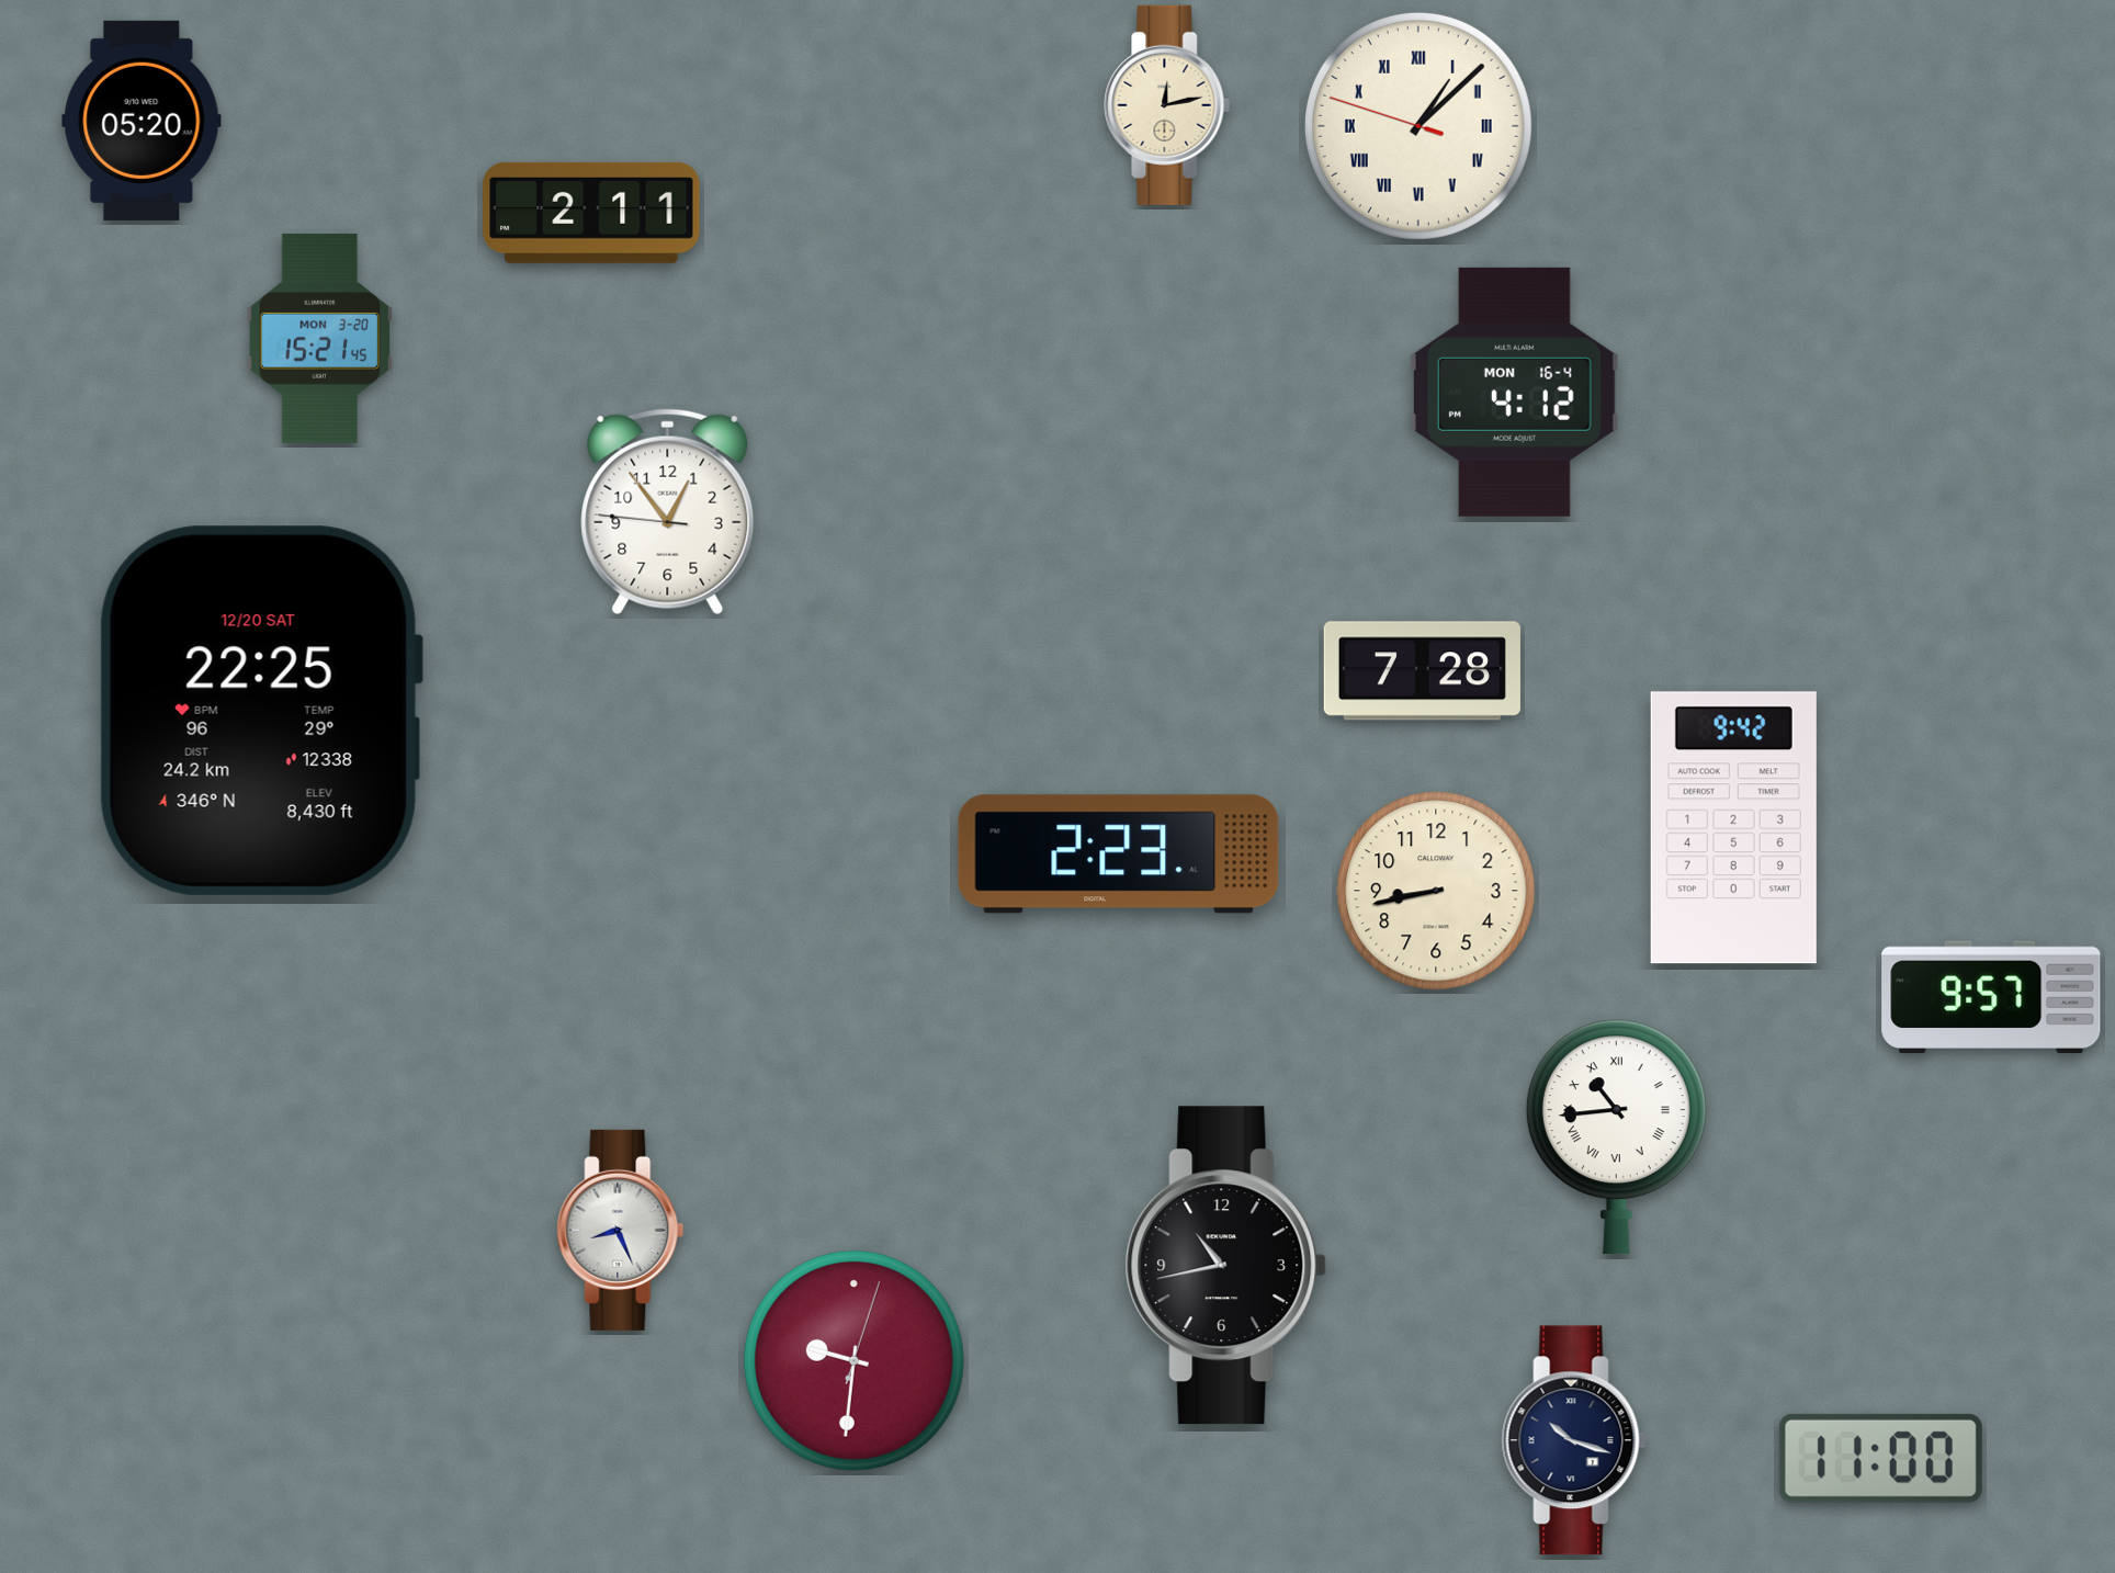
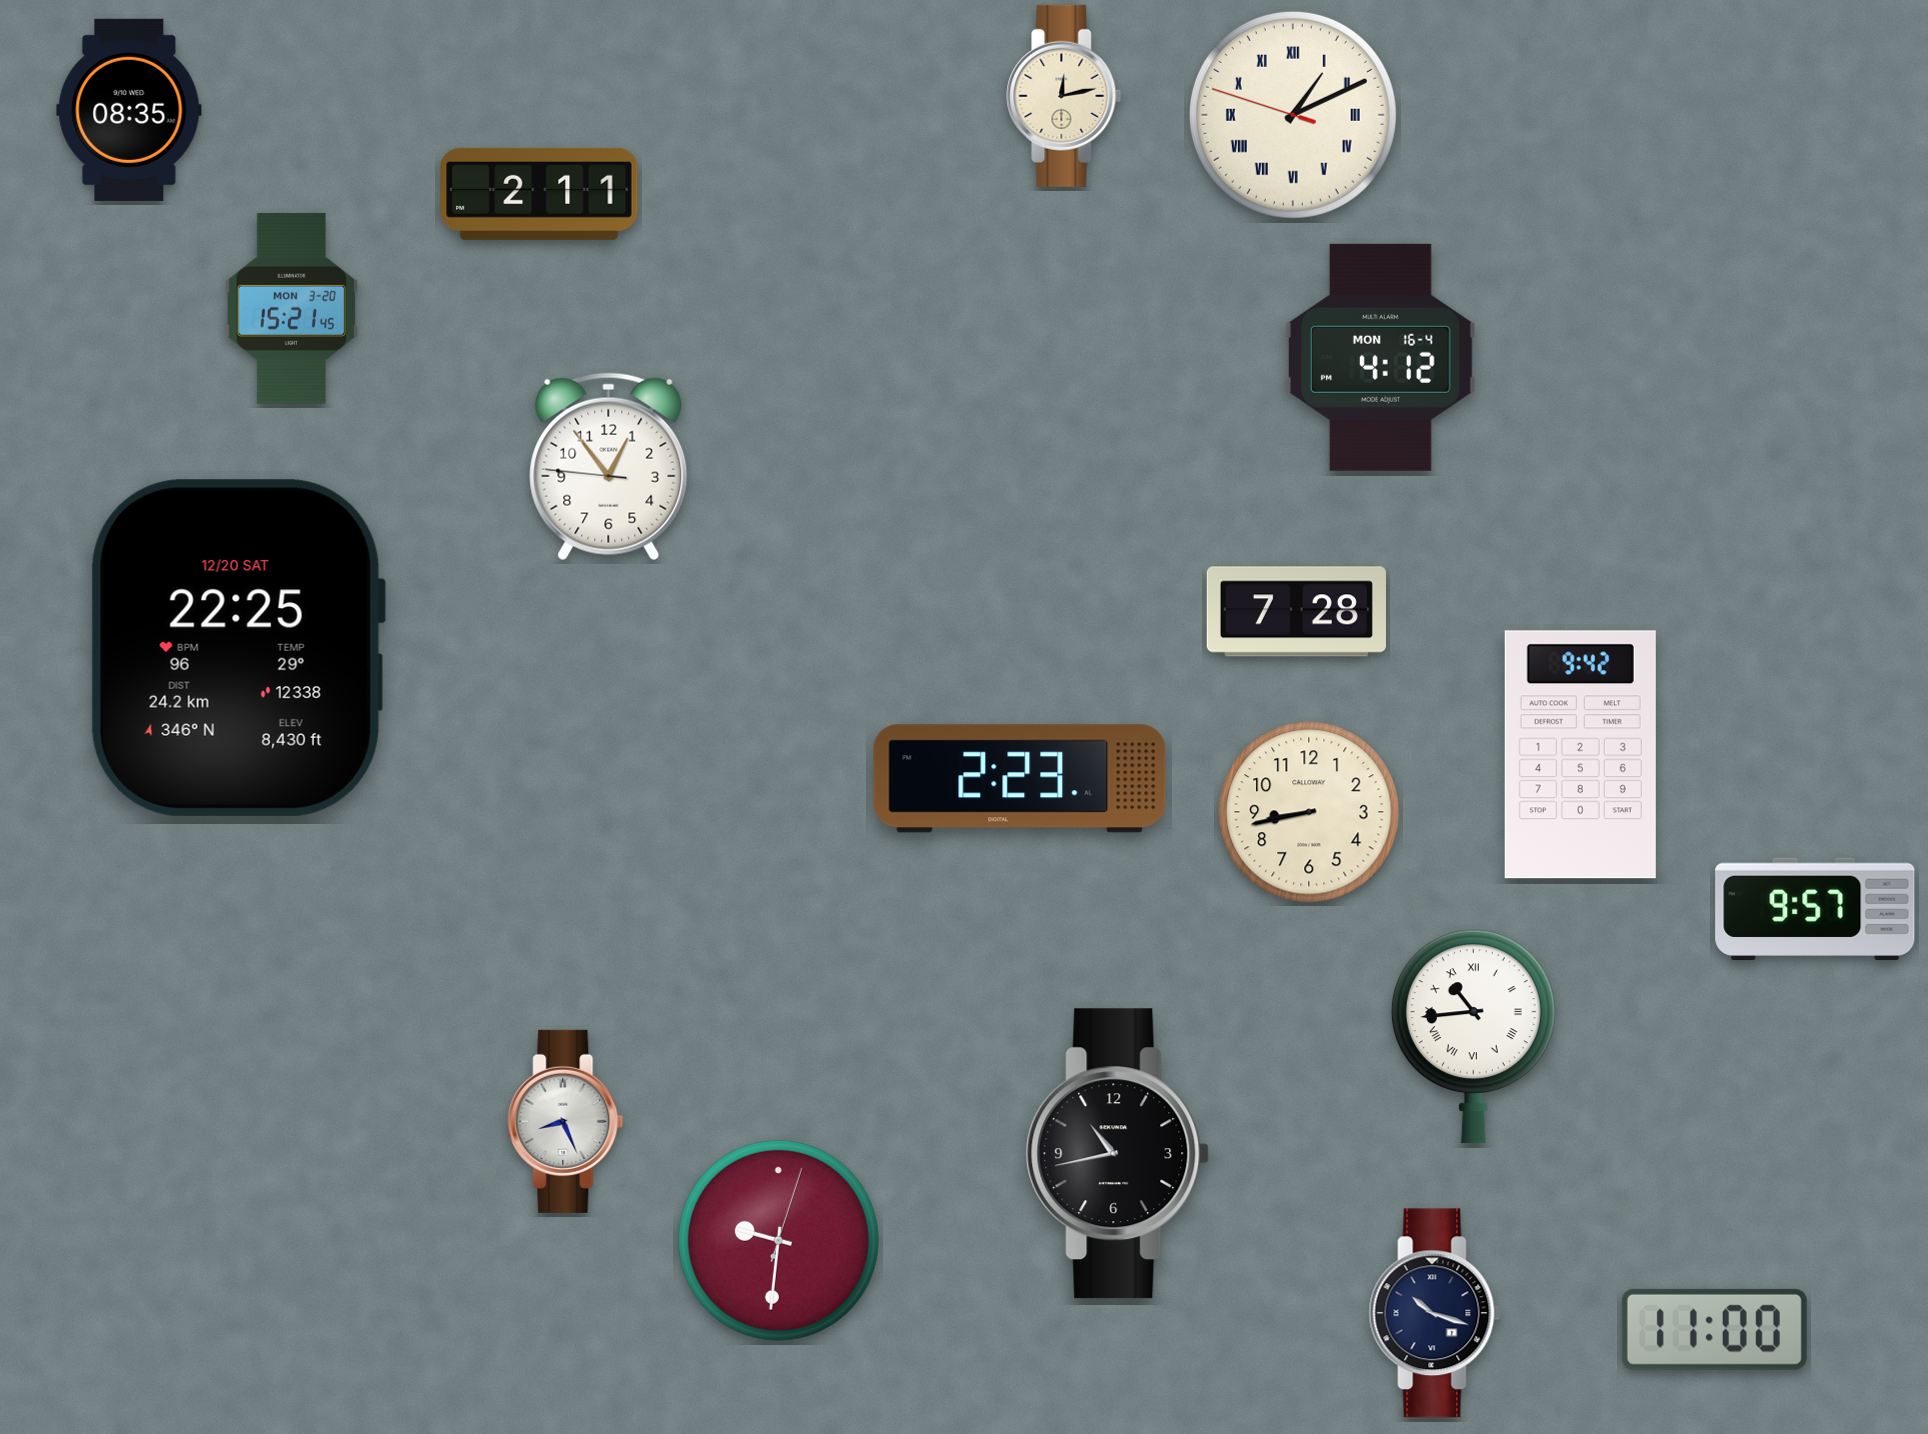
clock at (142, 121): 05:20 -> 08:35
clock at (1418, 126): 1:07 -> 1:10
